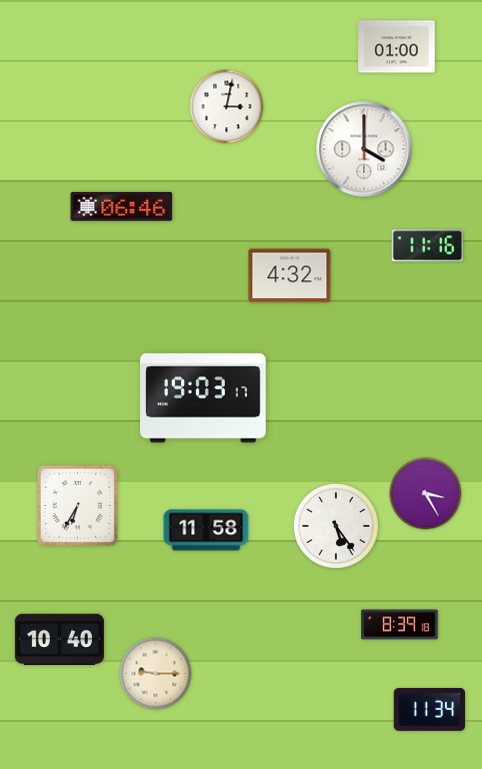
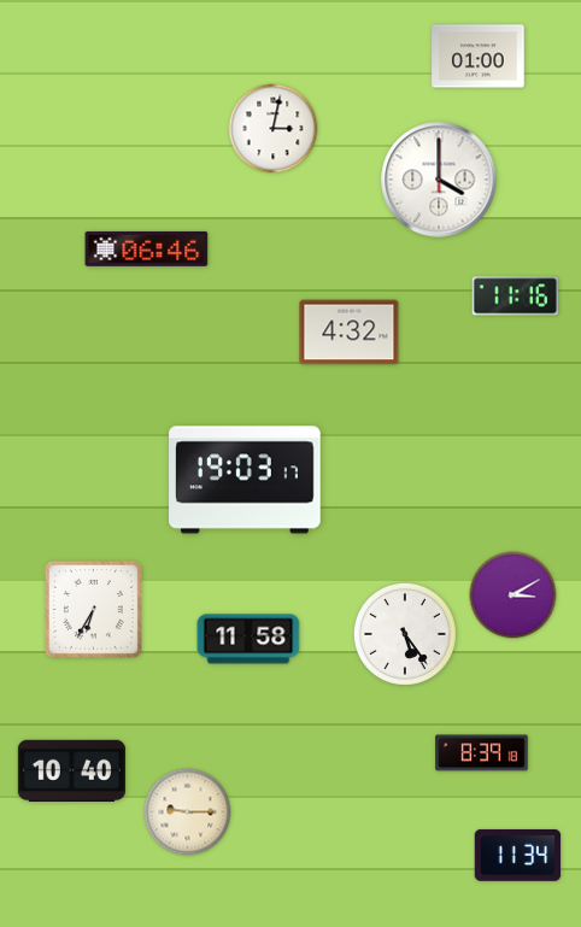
clock at (426, 494): 3:25 -> 3:10
